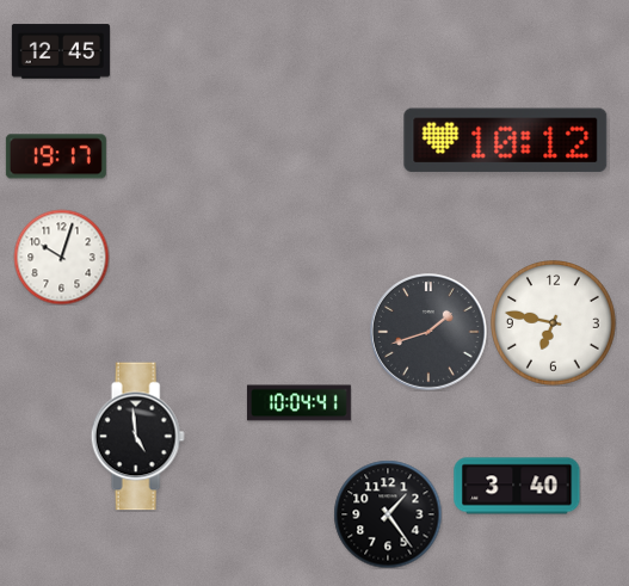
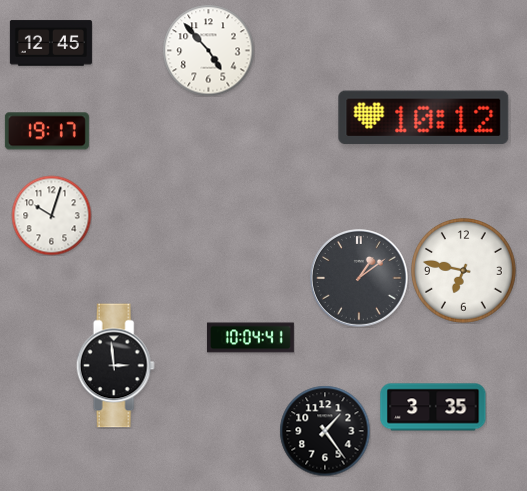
clock at (208, 50): none -> 4:53
clock at (430, 333): 1:42 -> 1:09
clock at (137, 437): 4:59 -> 2:59
clock at (517, 486): 3:40 -> 3:35
